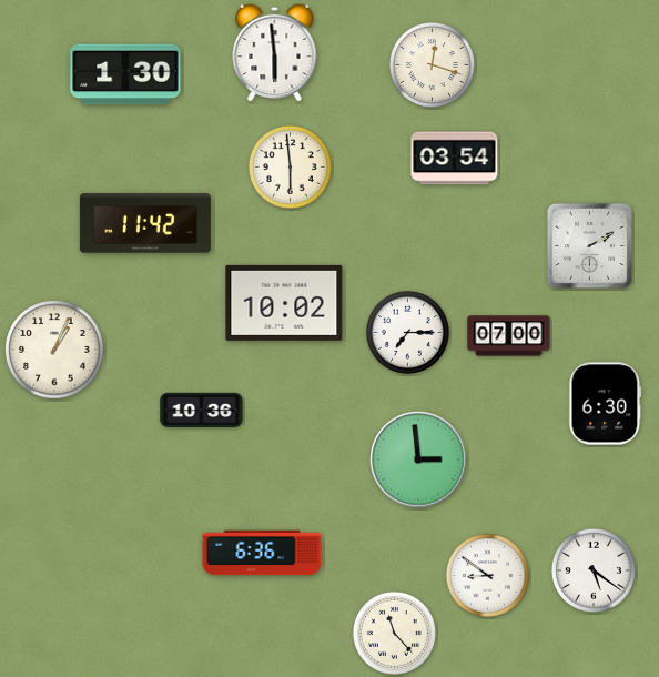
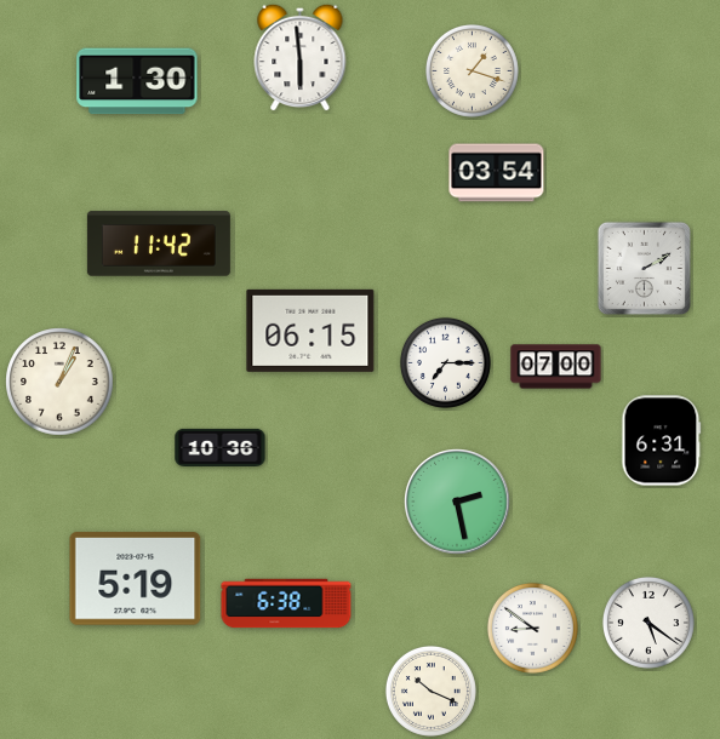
clock at (432, 64): 12:18 -> 1:18
clock at (290, 166): 5:59 -> none
clock at (284, 303): 10:02 -> 06:15
clock at (606, 404): 6:30 -> 6:31
clock at (418, 459): 2:59 -> 2:28
clock at (136, 579): none -> 5:19
clock at (262, 553): 6:36 -> 6:38
clock at (394, 633): 11:23 -> 10:19
